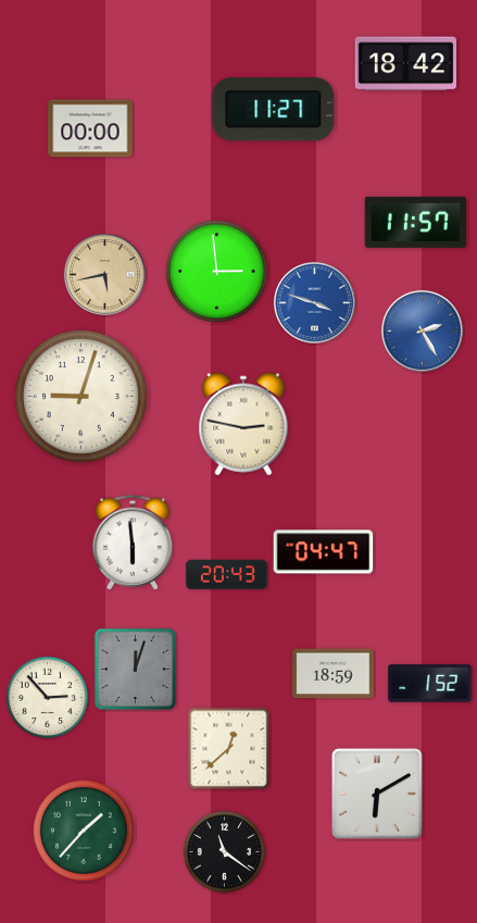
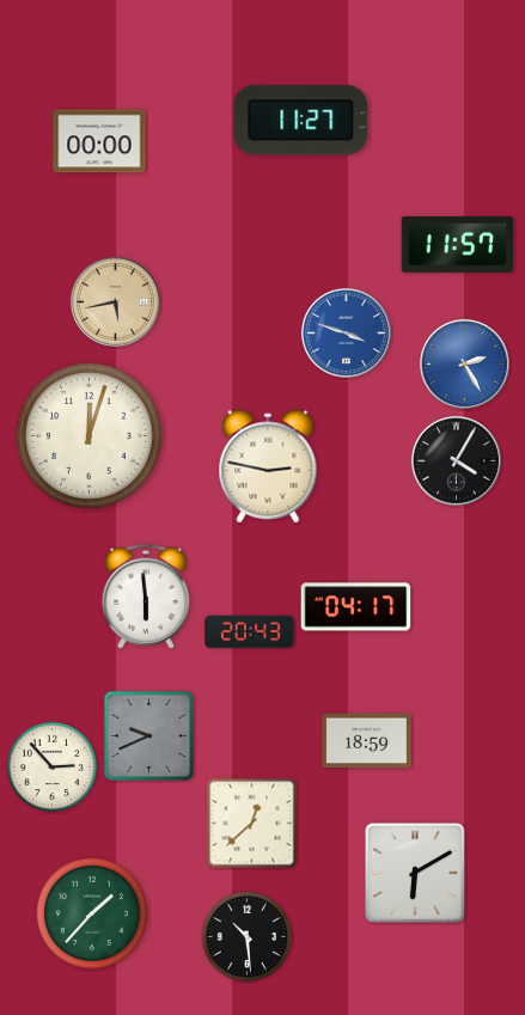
clock at (406, 64): 18:42 -> none
clock at (216, 271): 2:59 -> none
clock at (80, 396): 9:03 -> 12:03
clock at (456, 460): none -> 4:05
clock at (324, 552): 04:47 -> 04:17
clock at (136, 670): 12:03 -> 9:41
clock at (430, 684): 1:52 -> none
clock at (225, 852): 11:21 -> 10:29
